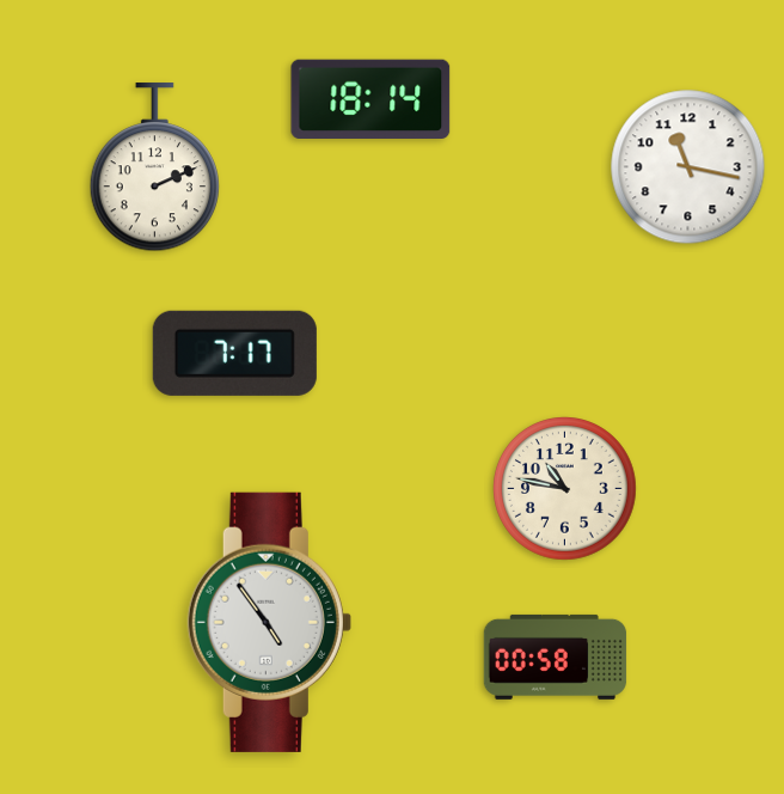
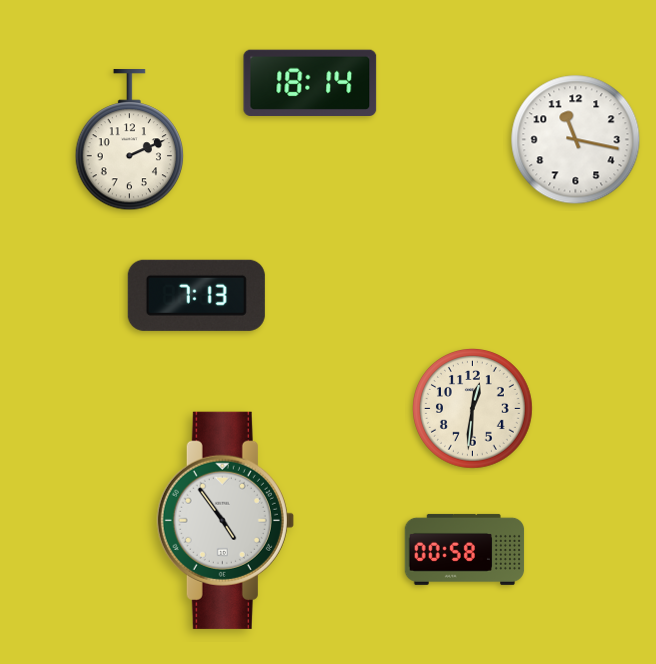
clock at (234, 353): 7:17 -> 7:13
clock at (565, 489): 10:47 -> 12:31
